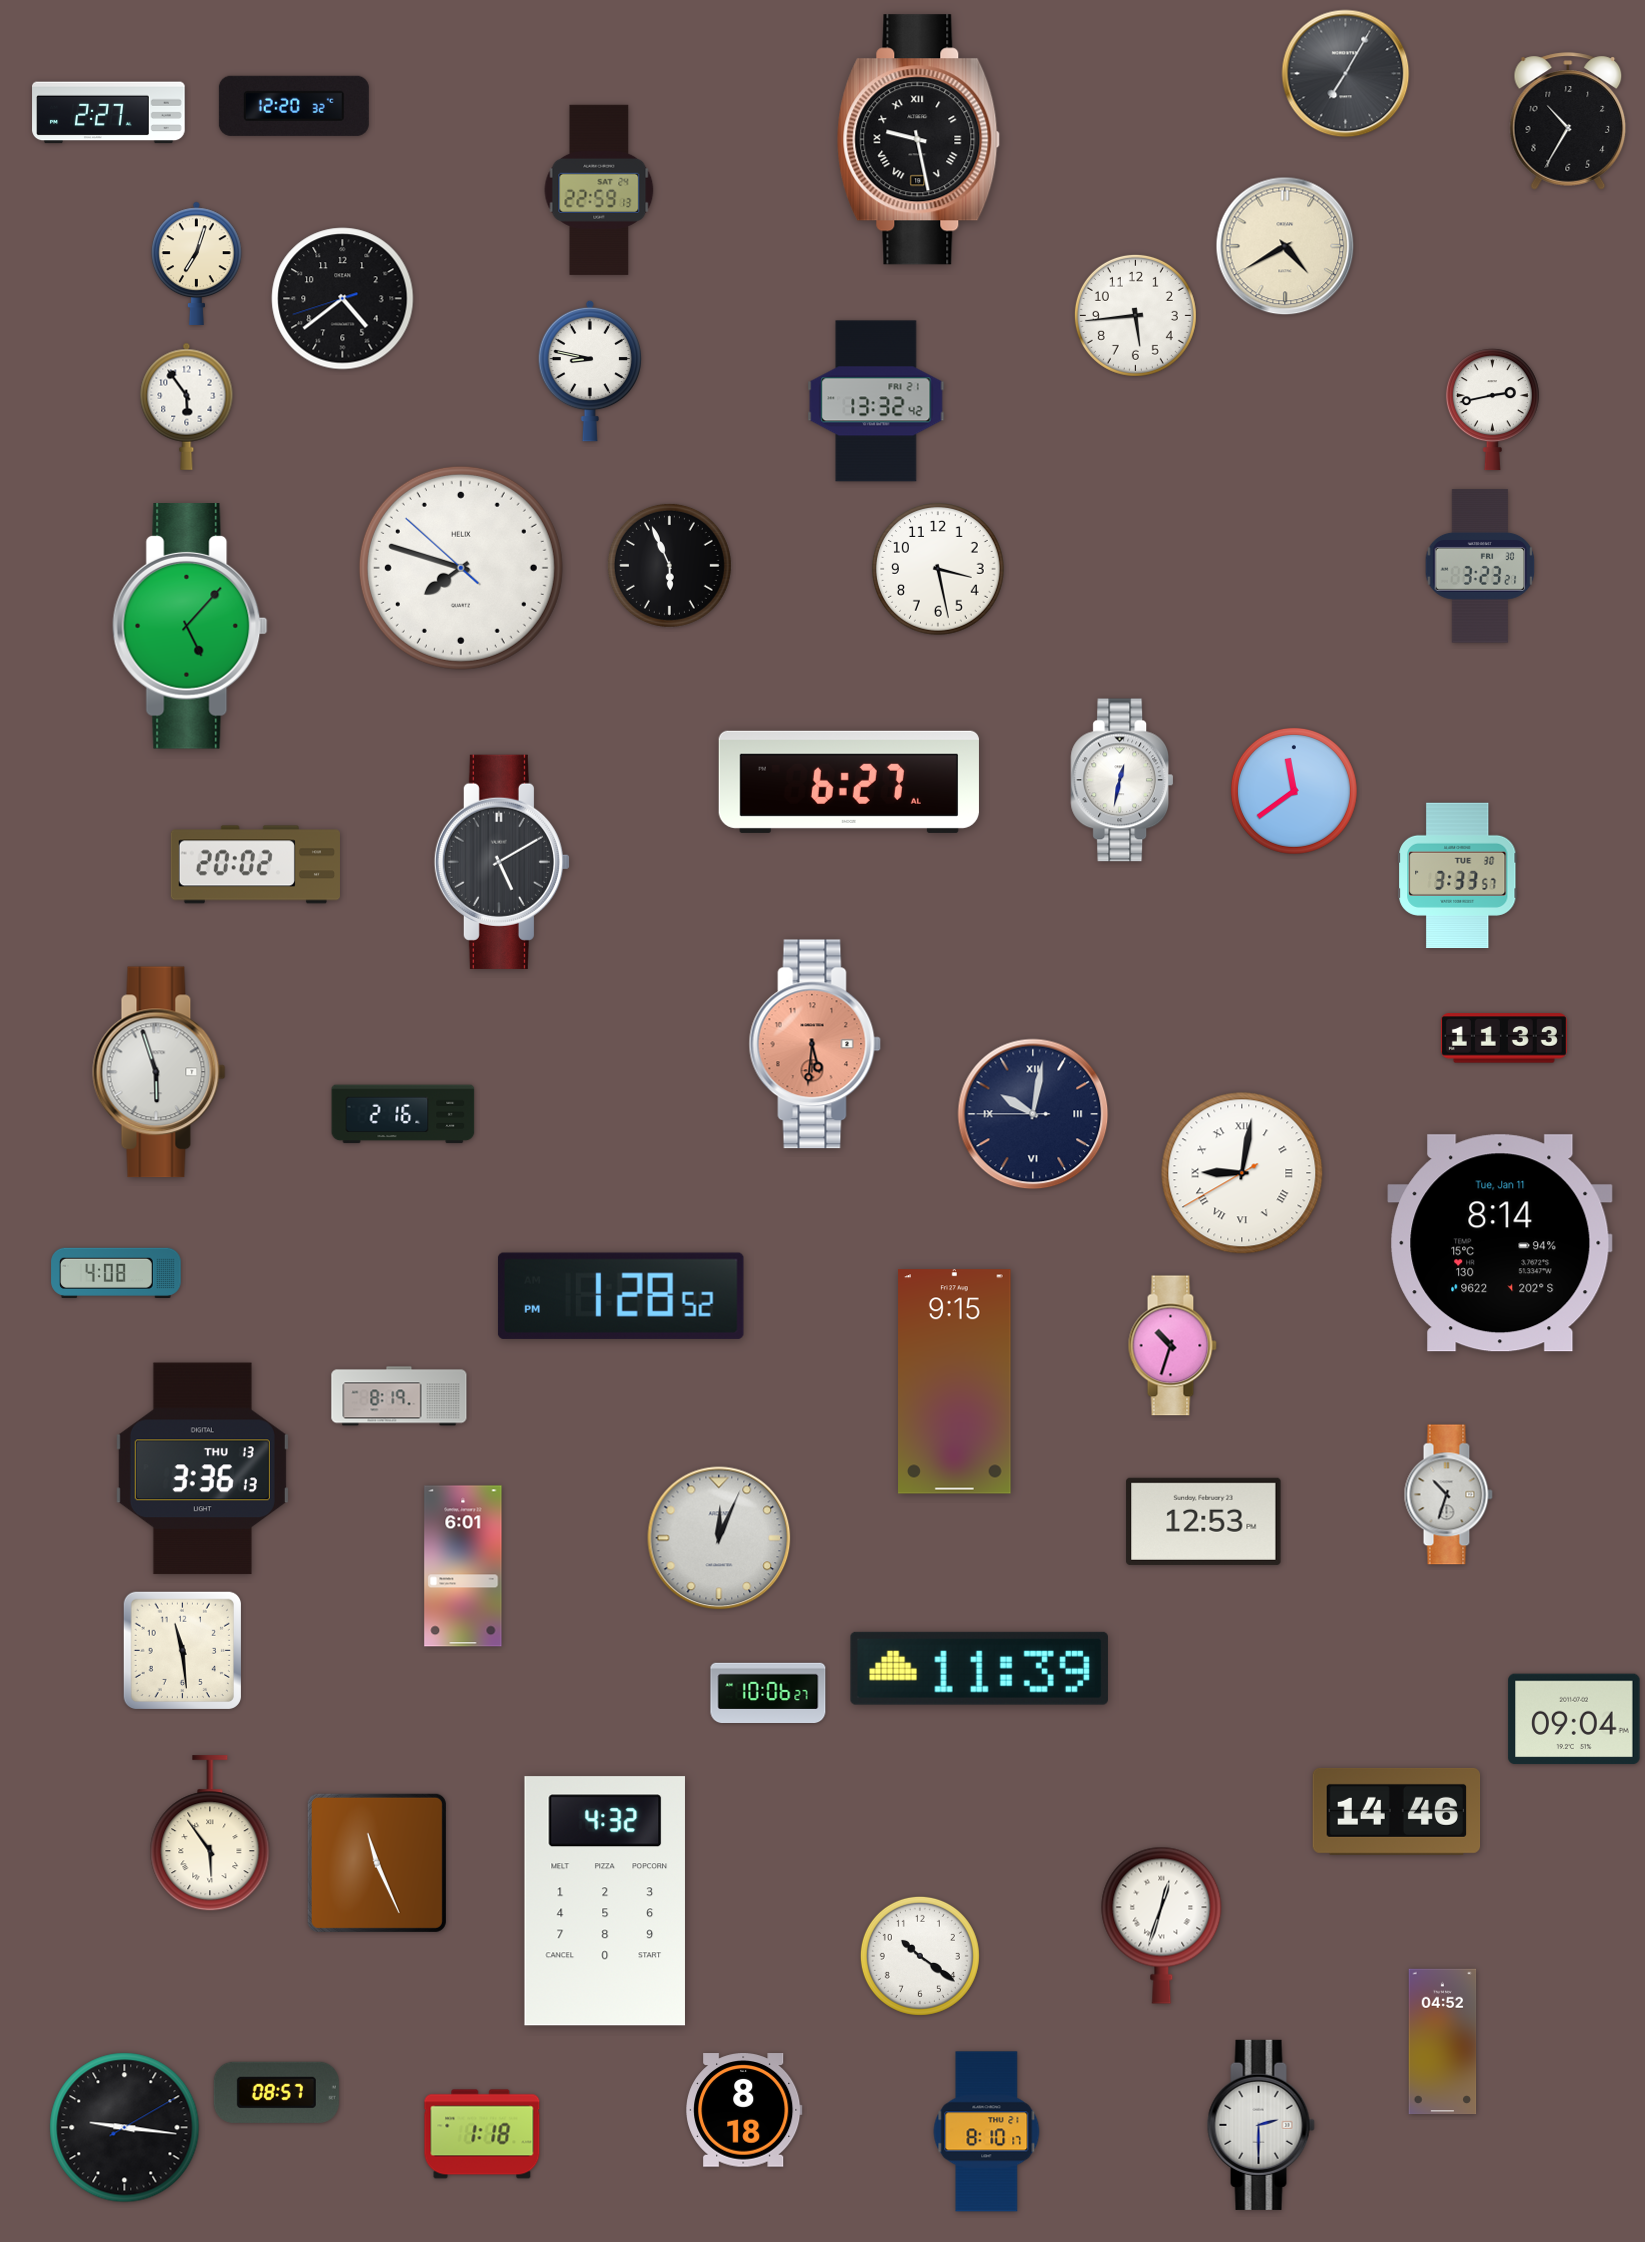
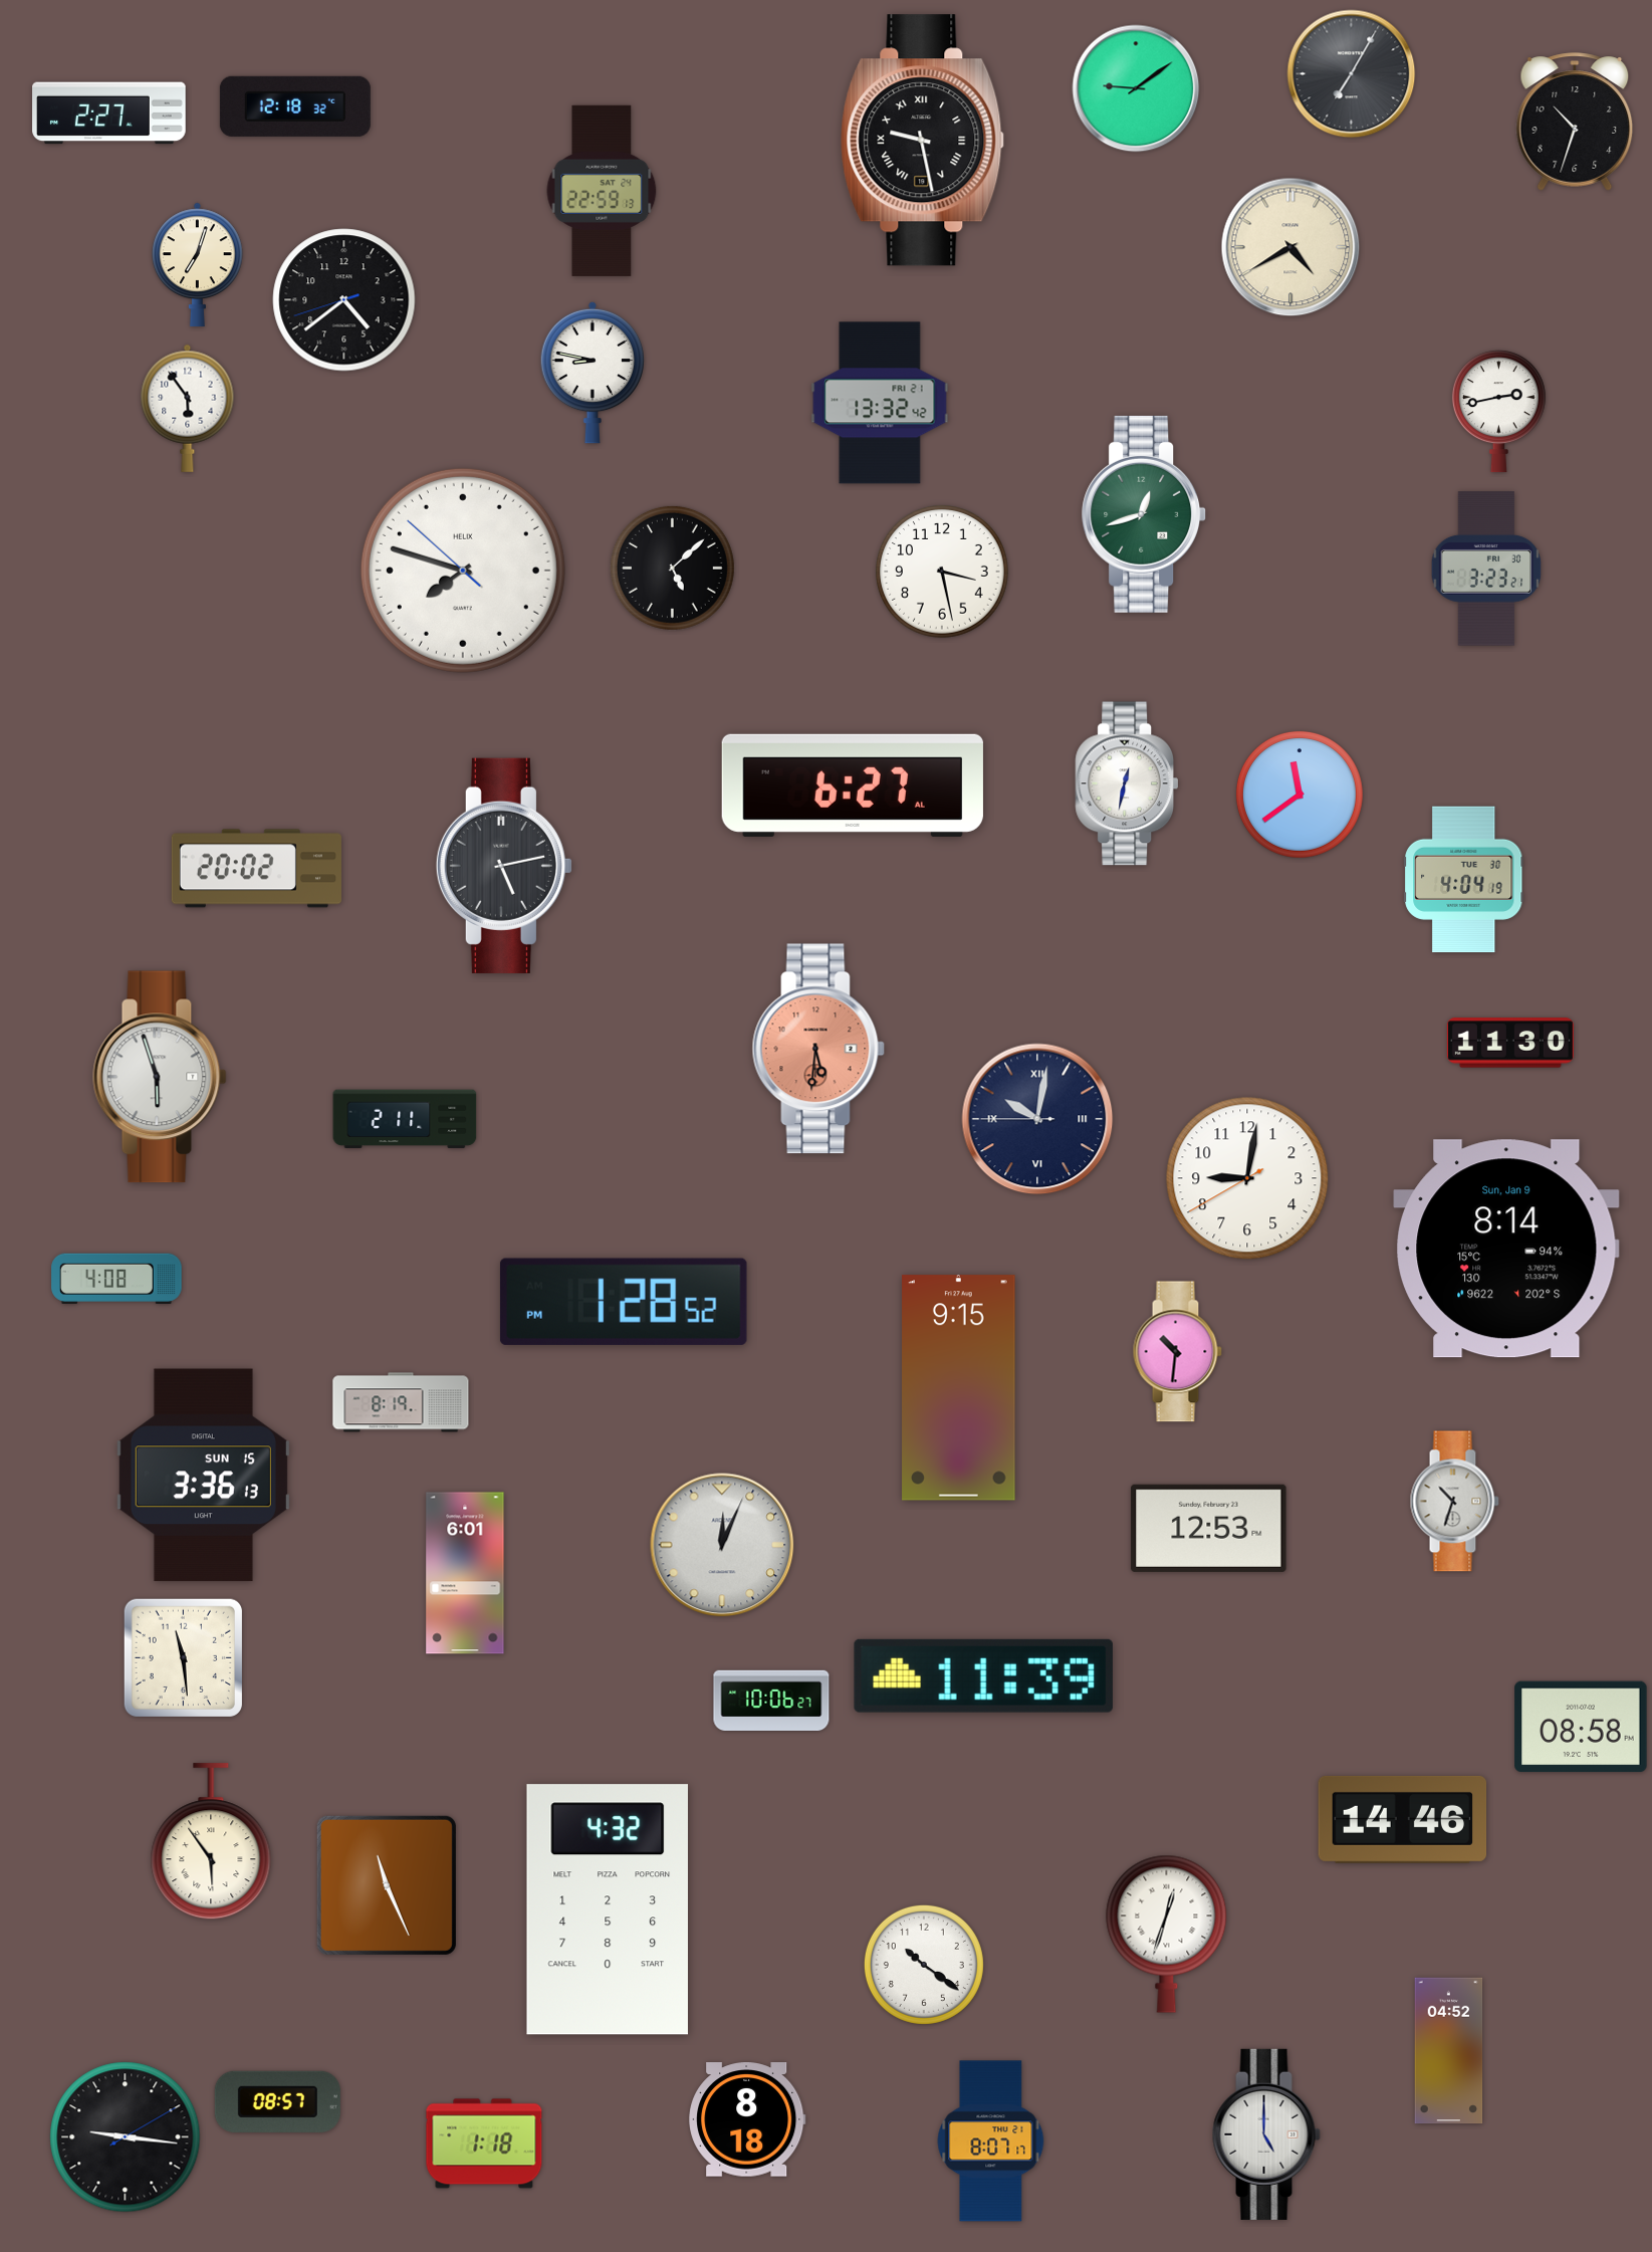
clock at (1136, 88): none -> 9:09
clock at (294, 106): 12:20 -> 12:18
clock at (1568, 121): 10:35 -> 10:33
clock at (1135, 315): 5:44 -> none
clock at (1145, 514): none -> 12:42
clock at (669, 565): 5:56 -> 5:08
clock at (190, 627): 5:07 -> none
clock at (502, 862): 5:10 -> 5:13
clock at (1458, 876): 3:33 -> 4:04
clock at (1504, 1038): 11:33 -> 11:30
clock at (403, 1114): 2:16 -> 2:11
clock at (1242, 1173) numerals: Roman -> Arabic
clock at (1500, 1243) date: Tue, Jan 11 -> Sun, Jan 9
clock at (1172, 1346): 10:33 -> 10:31
clock at (202, 1469) date: THU 13 -> SUN 15
clock at (1574, 1719): 09:04 -> 08:58
clock at (377, 1863) position: (377, 1863) -> (387, 1885)
clock at (1261, 2125): 2:30 -> 5:00
clock at (987, 2132): 8:10 -> 8:07
